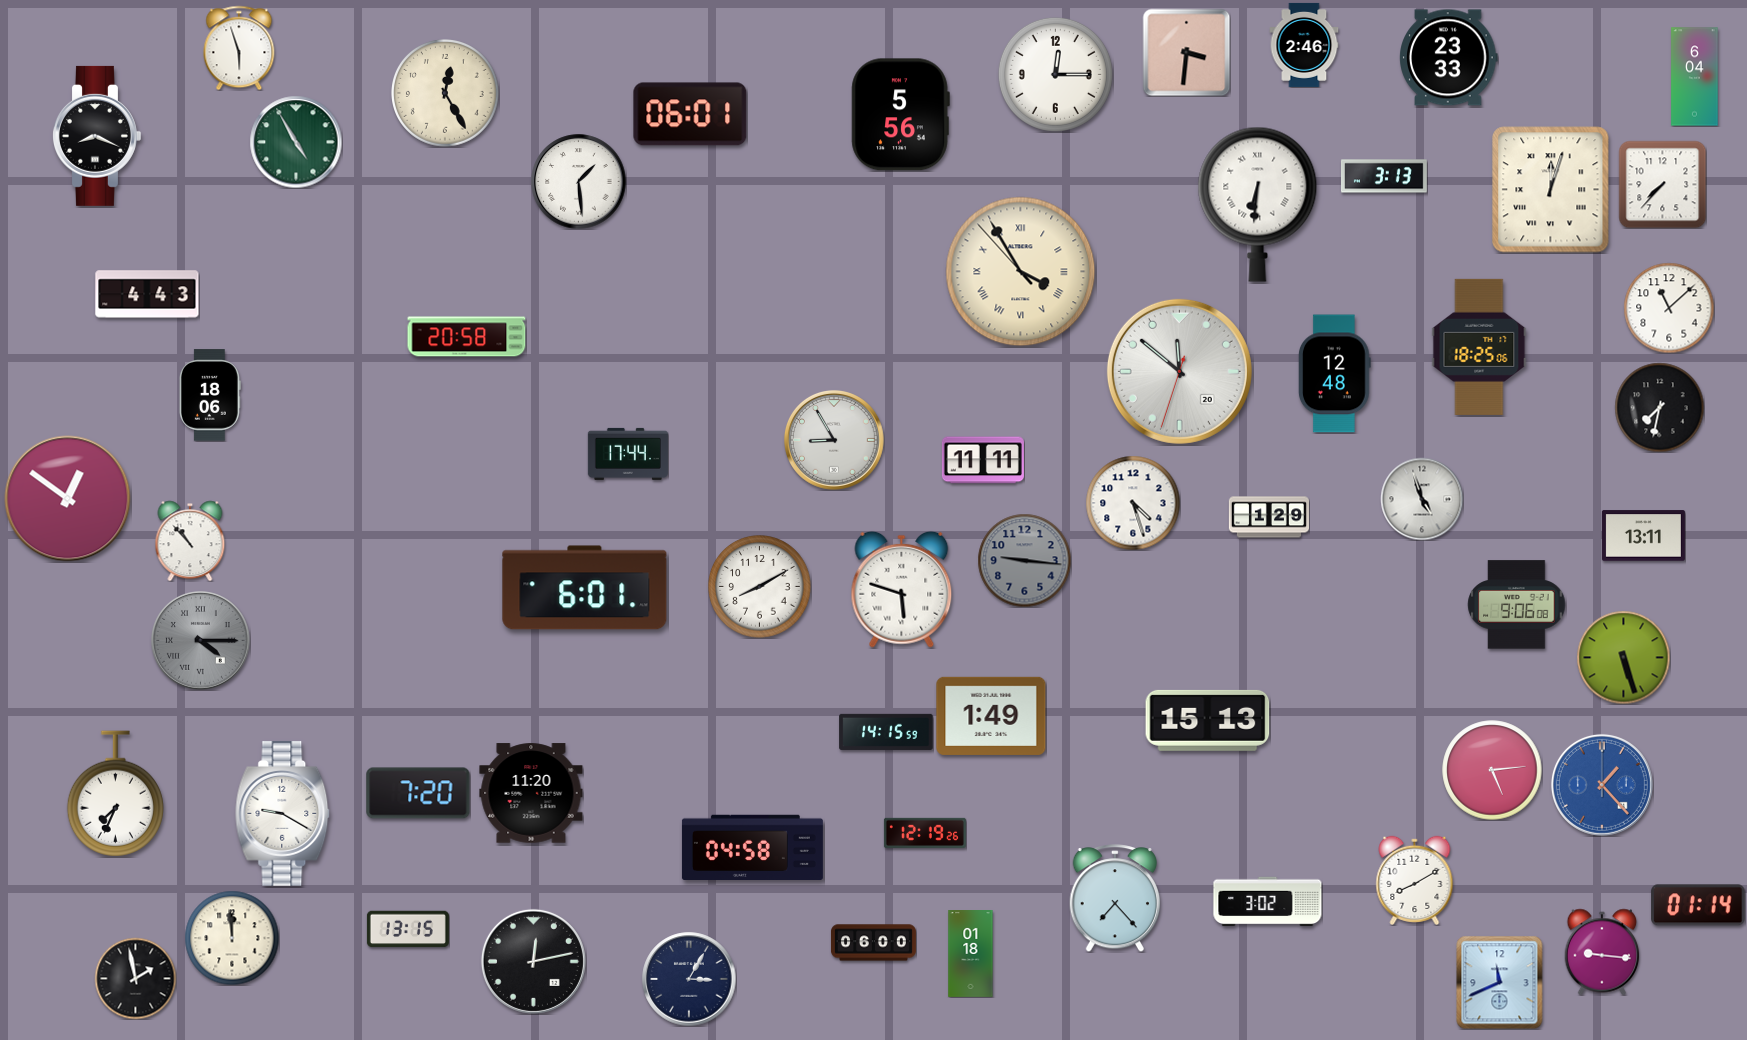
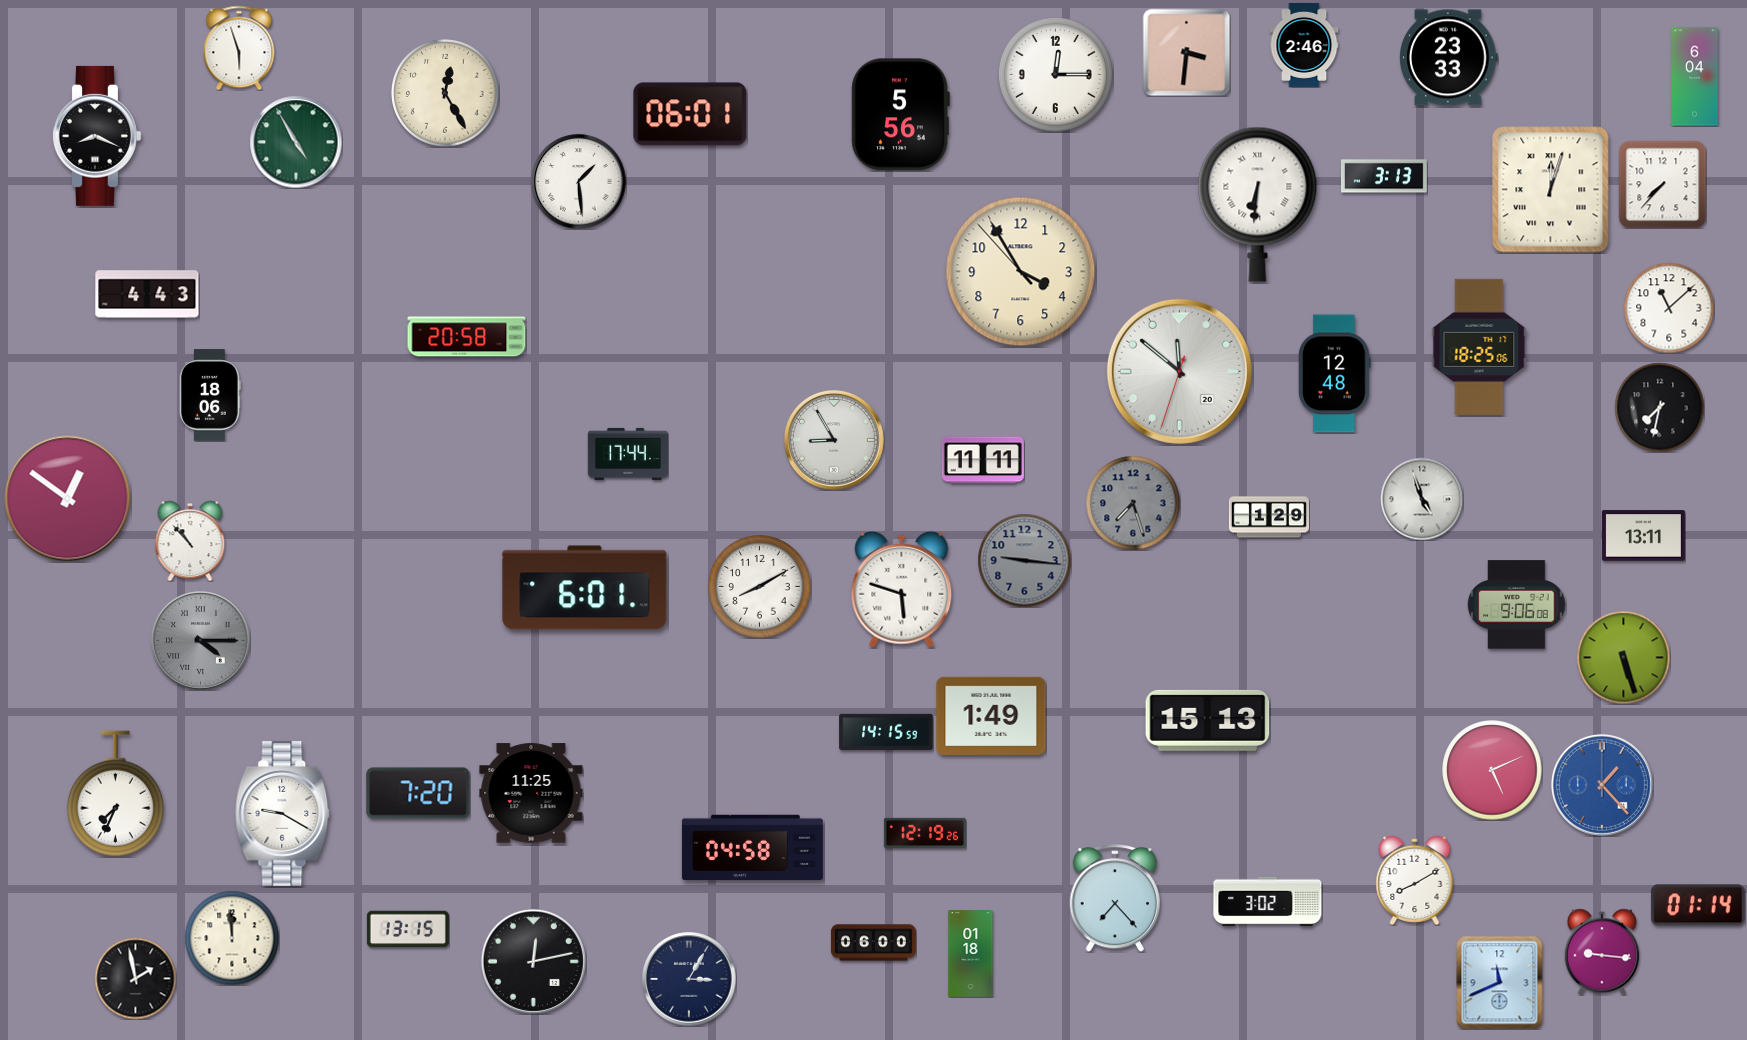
clock at (1021, 272) numerals: Roman -> Arabic
clock at (1133, 503): 4:27 -> 7:27
clock at (1133, 503) dial: white -> grey
clock at (1492, 770): 5:14 -> 5:11
clock at (531, 793): 11:20 -> 11:25
